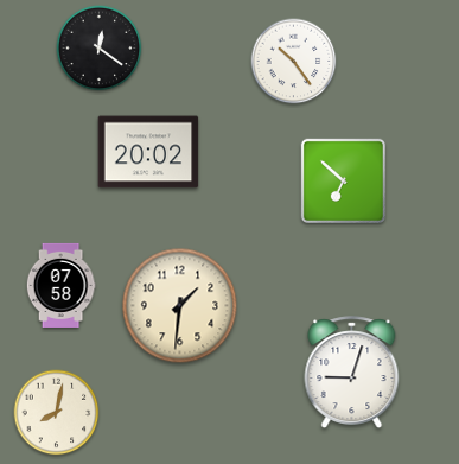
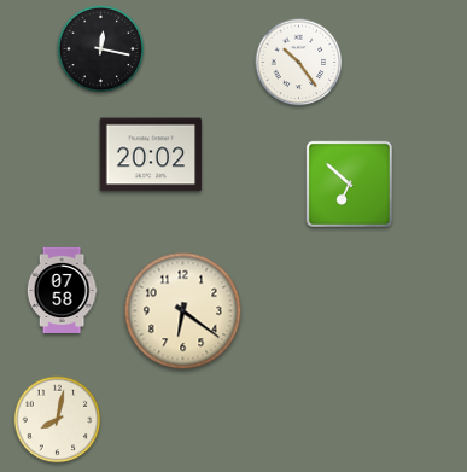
clock at (100, 49): 12:21 -> 12:17
clock at (180, 306): 1:31 -> 6:21
clock at (352, 371): 9:03 -> none
